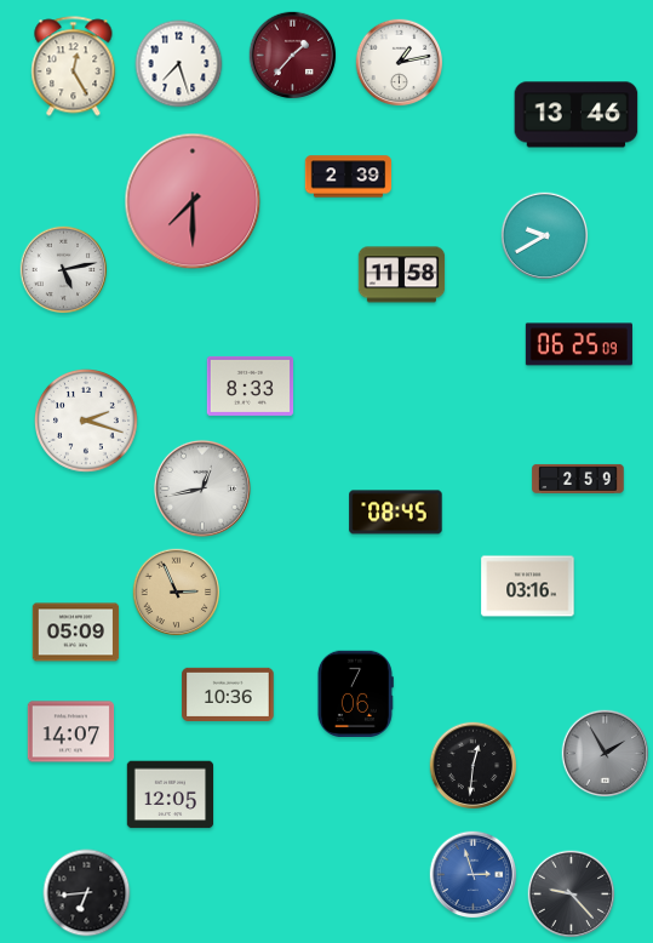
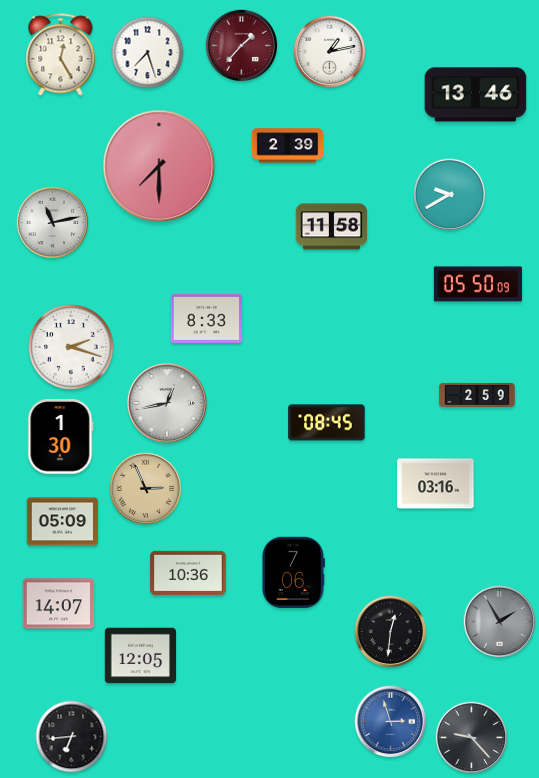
clock at (64, 270): 5:13 -> 11:13
clock at (579, 344): 06:25 -> 05:50
clock at (61, 437): none -> 1:30
